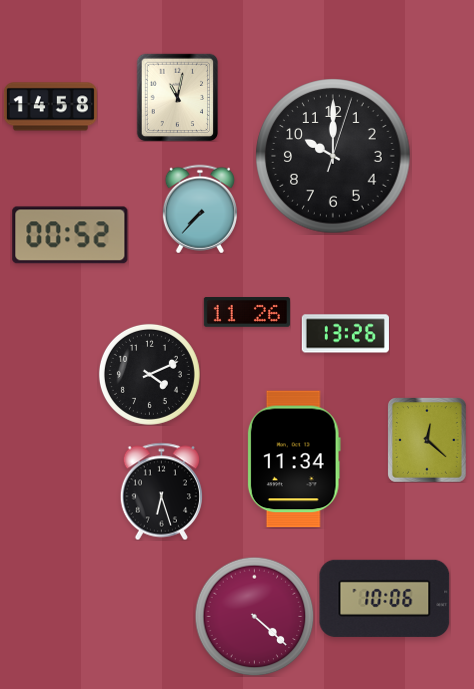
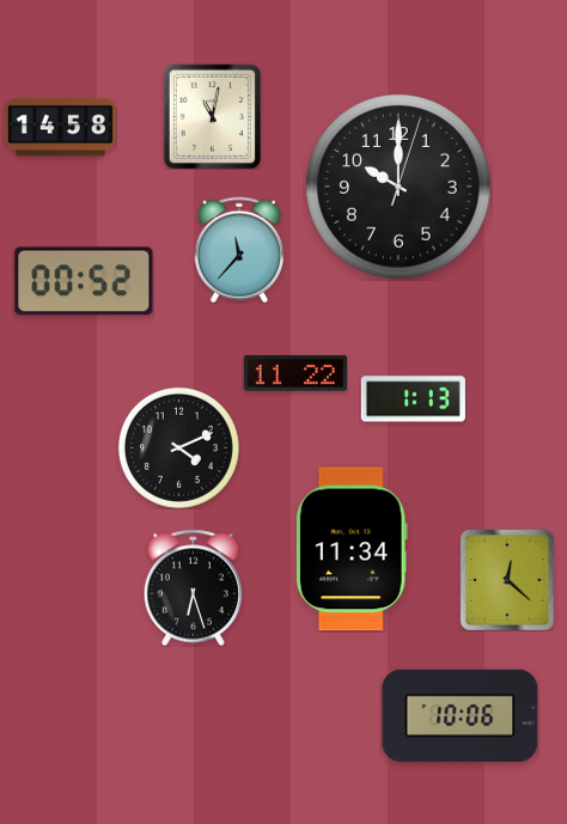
clock at (200, 209): 7:37 -> 11:37
clock at (247, 313): 11:26 -> 11:22
clock at (345, 334): 13:26 -> 1:13
clock at (428, 440) position: (428, 440) -> (508, 580)
clock at (254, 616): 4:22 -> none
